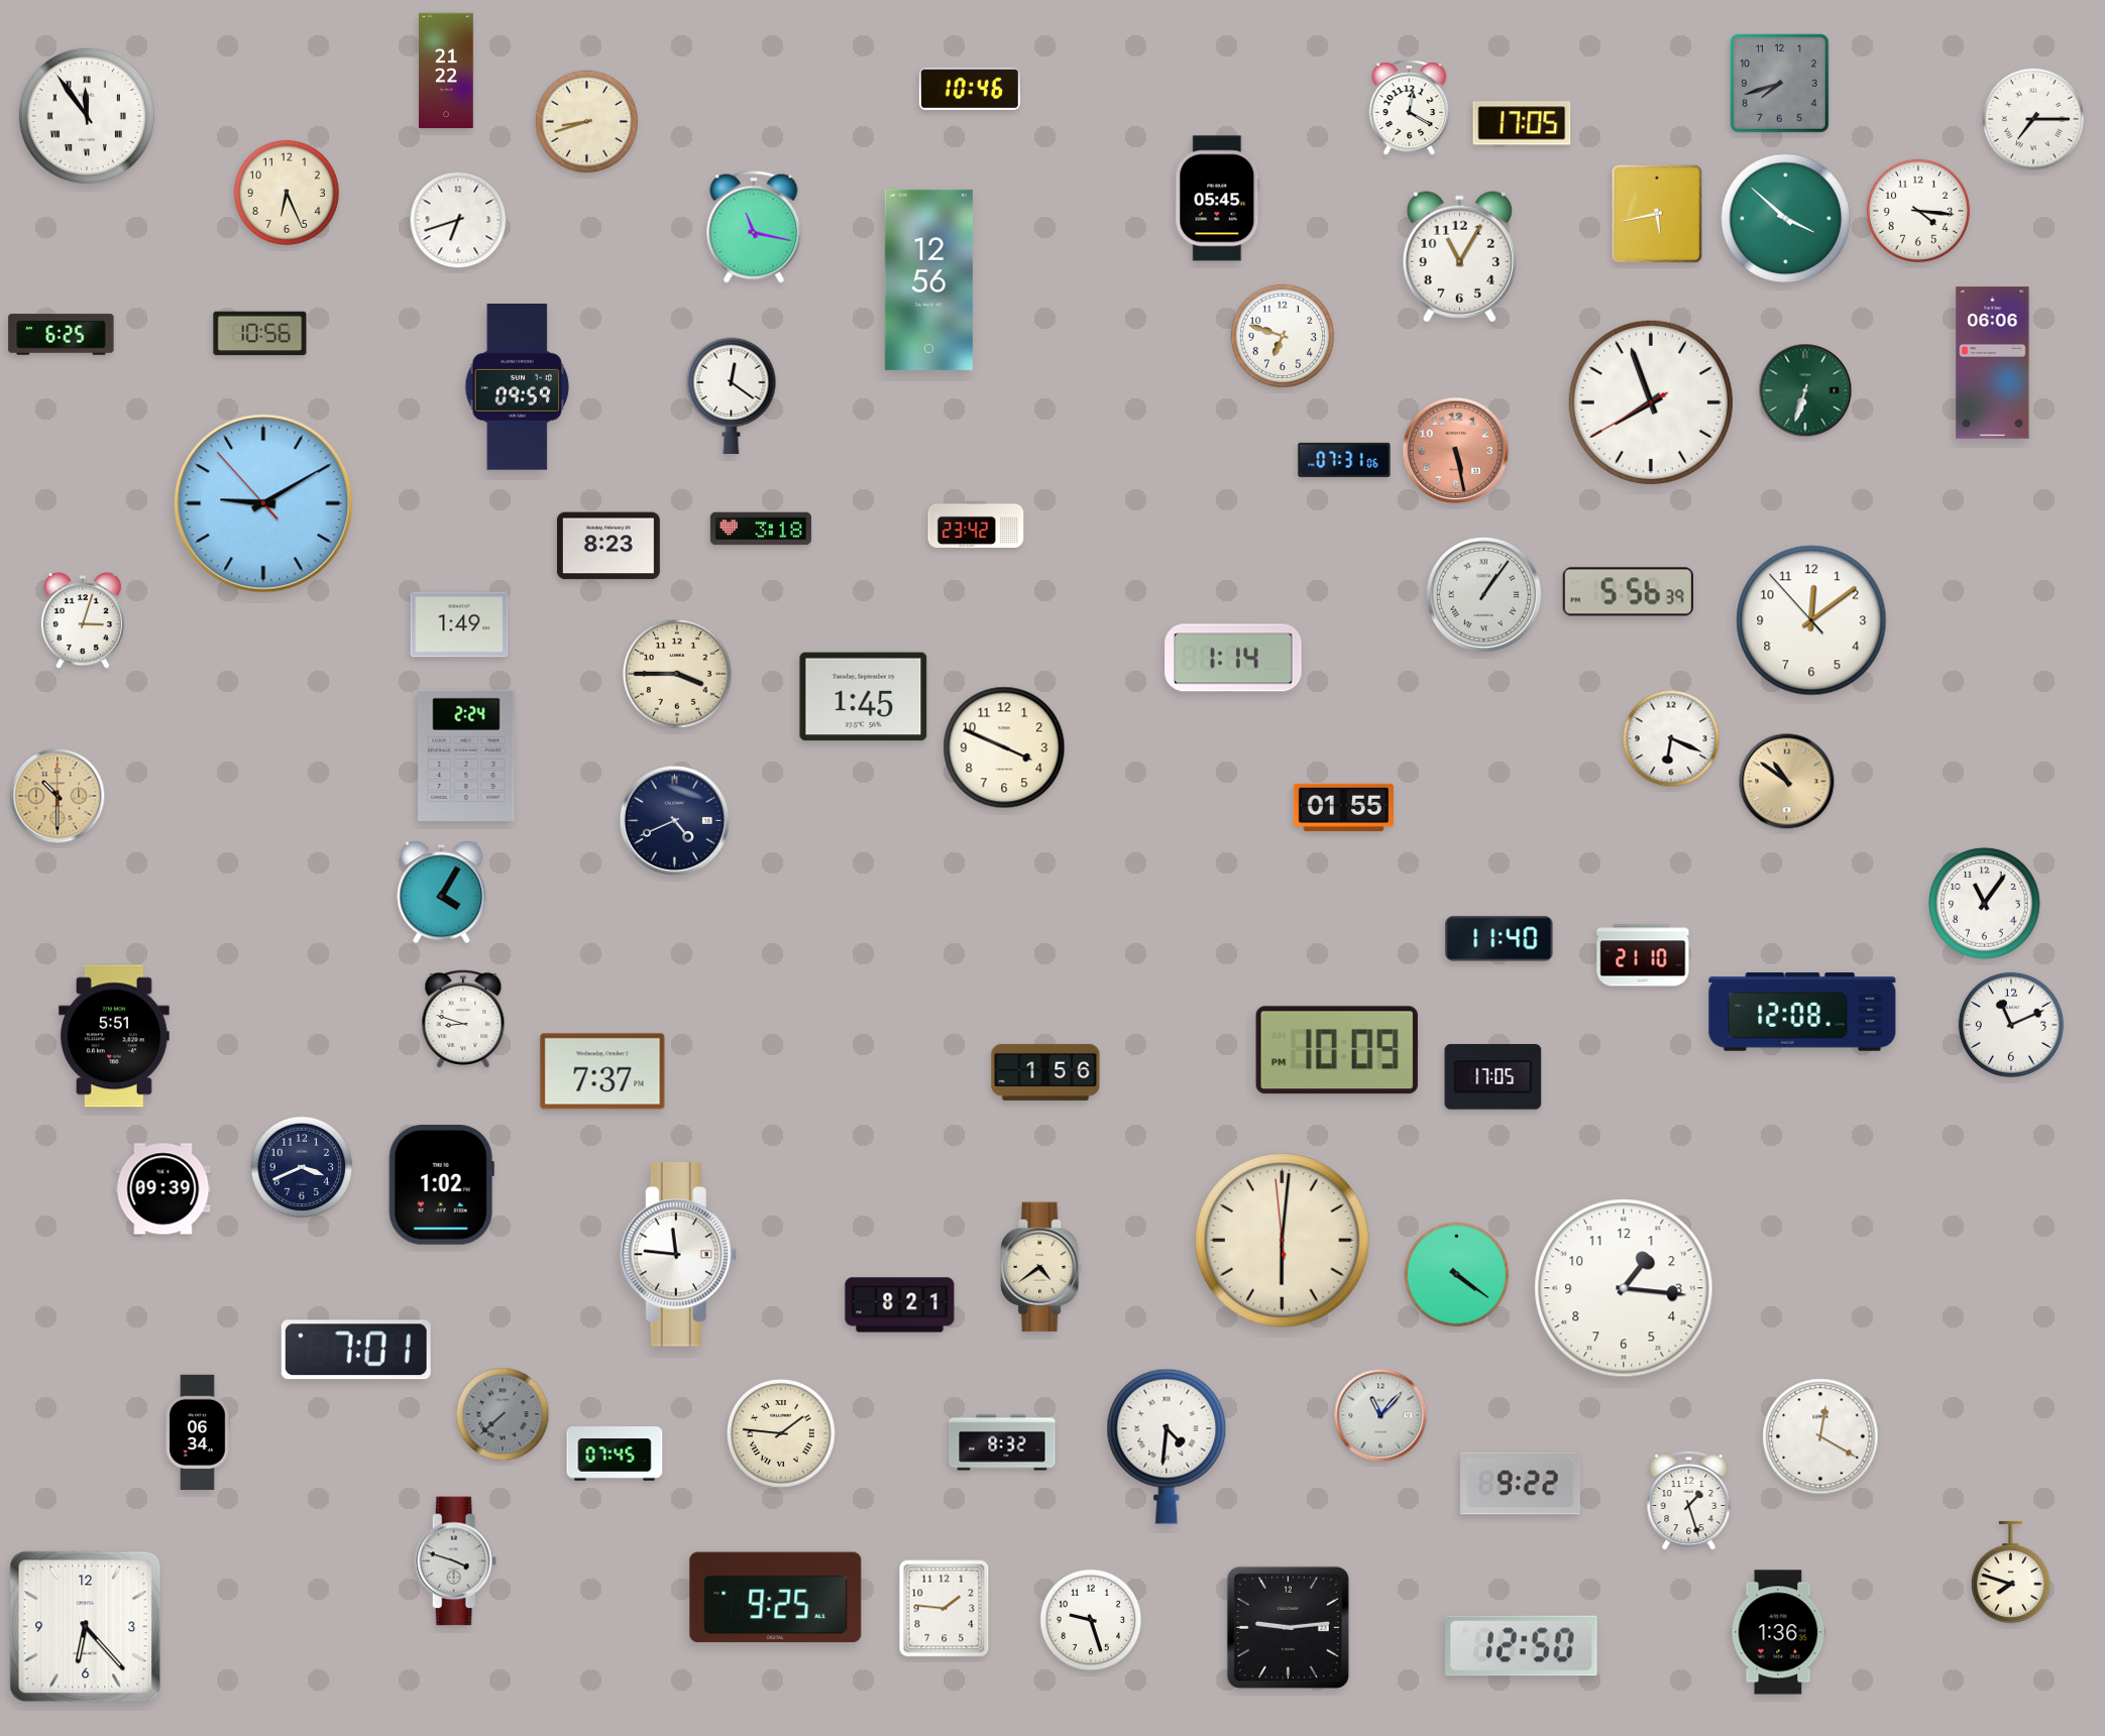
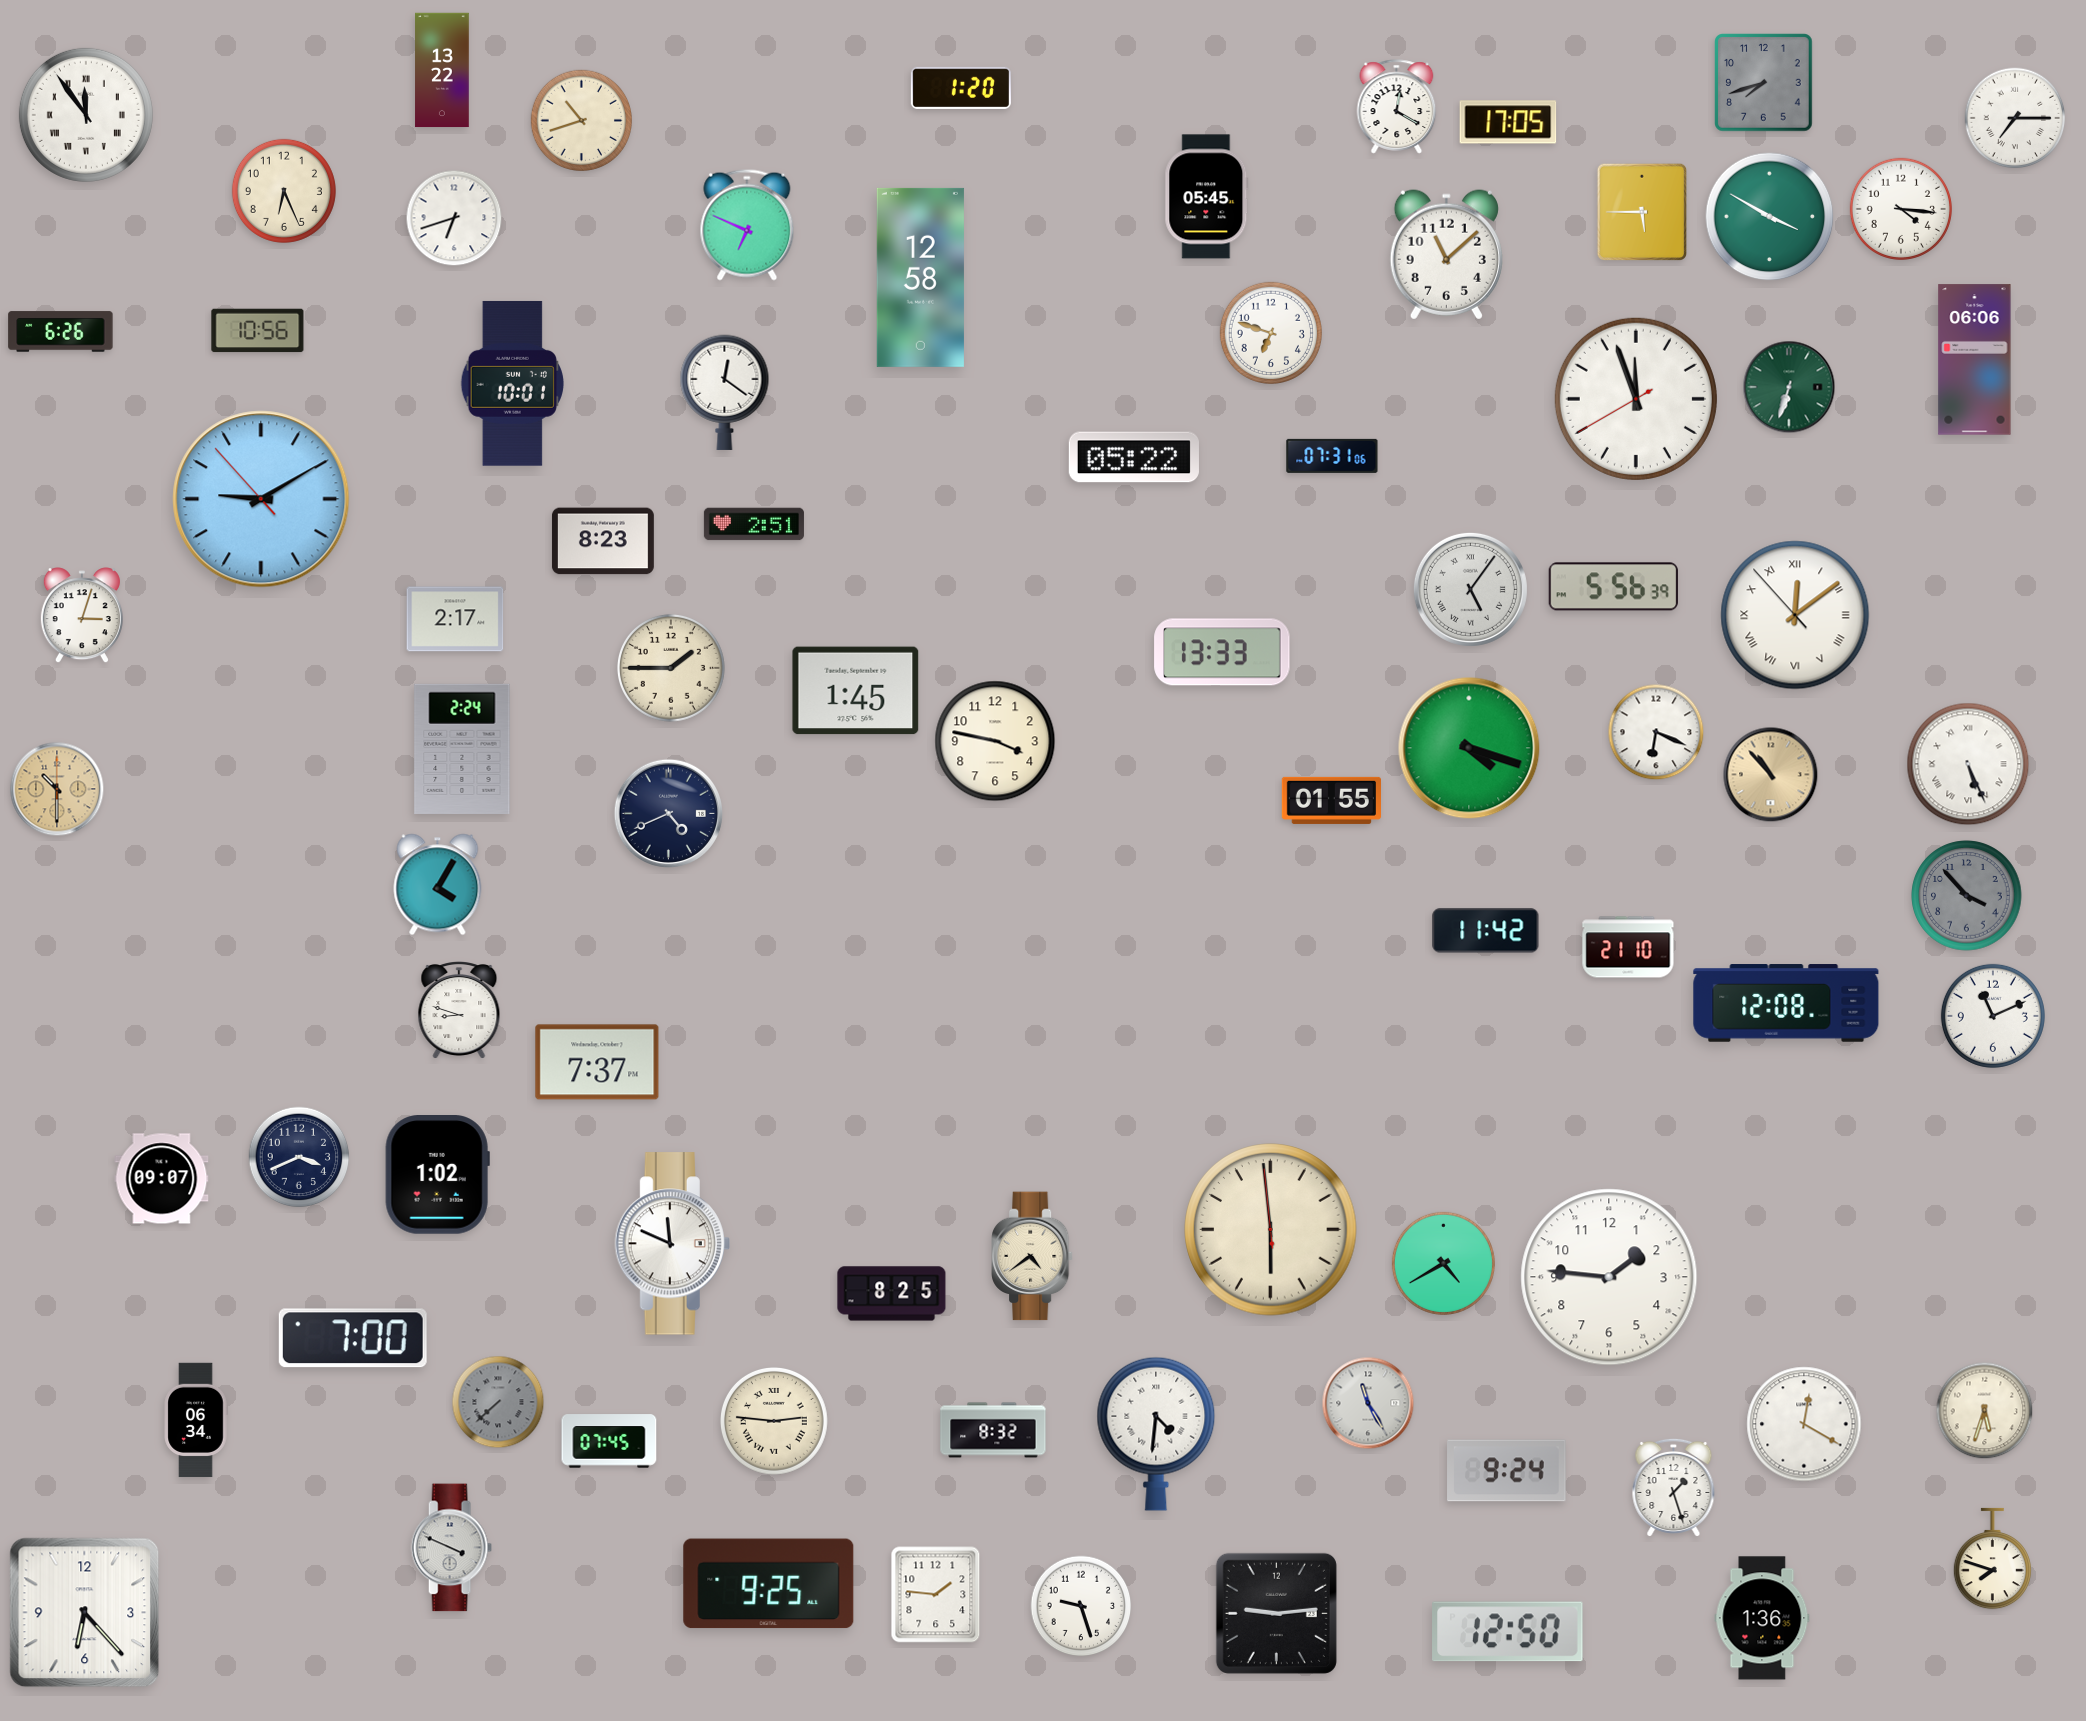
clock at (446, 71): 21:22 -> 13:22
clock at (970, 89): 10:46 -> 1:20
clock at (586, 121): 8:42 -> 10:42
clock at (1656, 214): 5:43 -> 5:45
clock at (1786, 219): 3:52 -> 3:50
clock at (754, 227): 11:17 -> 6:49
clock at (1459, 257): 11:05 -> 11:08
clock at (928, 279): 12:56 -> 12:58
clock at (62, 335): 6:25 -> 6:26
clock at (517, 386): 09:59 -> 10:01
clock at (1651, 402): 7:56 -> 11:56
clock at (1456, 451): 5:28 -> none
clock at (1134, 457): none -> 05:22
clock at (976, 525): 23:42 -> none
clock at (761, 529): 3:18 -> 2:51
clock at (1483, 594): 1:06 -> 5:06
clock at (1811, 620) numerals: Arabic -> Roman
clock at (459, 624): 1:49 -> 2:17
clock at (1233, 658): 1:14 -> 13:33
clock at (677, 674): 3:45 -> 1:45
clock at (1004, 747): 3:49 -> 3:47
clock at (1469, 748): none -> 4:18
clock at (1968, 764): none -> 5:26
clock at (1787, 782): 10:51 -> 10:53
clock at (1985, 904): 11:06 -> 3:53
clock at (1985, 904) dial: white -> grey
clock at (1500, 939): 11:40 -> 11:42
clock at (114, 1036): 5:51 -> none
clock at (1337, 1050): 10:09 -> none
clock at (1045, 1072): 1:56 -> none
clock at (1493, 1077): 17:05 -> none
clock at (163, 1189): 09:39 -> 09:07
clock at (1283, 1241): 6:00 -> 5:58
clock at (678, 1255): 11:46 -> 11:49
clock at (1456, 1274): 4:21 -> 4:40
clock at (1624, 1288): 1:16 -> 1:46
clock at (900, 1305): 8:21 -> 8:25
clock at (356, 1350): 7:01 -> 7:00
clock at (1380, 1415): 11:07 -> 11:25
clock at (1985, 1411): none -> 5:33
clock at (781, 1433): 1:46 -> 2:46
clock at (1521, 1484): 9:22 -> 9:24
clock at (455, 1561): 3:48 -> 3:49
